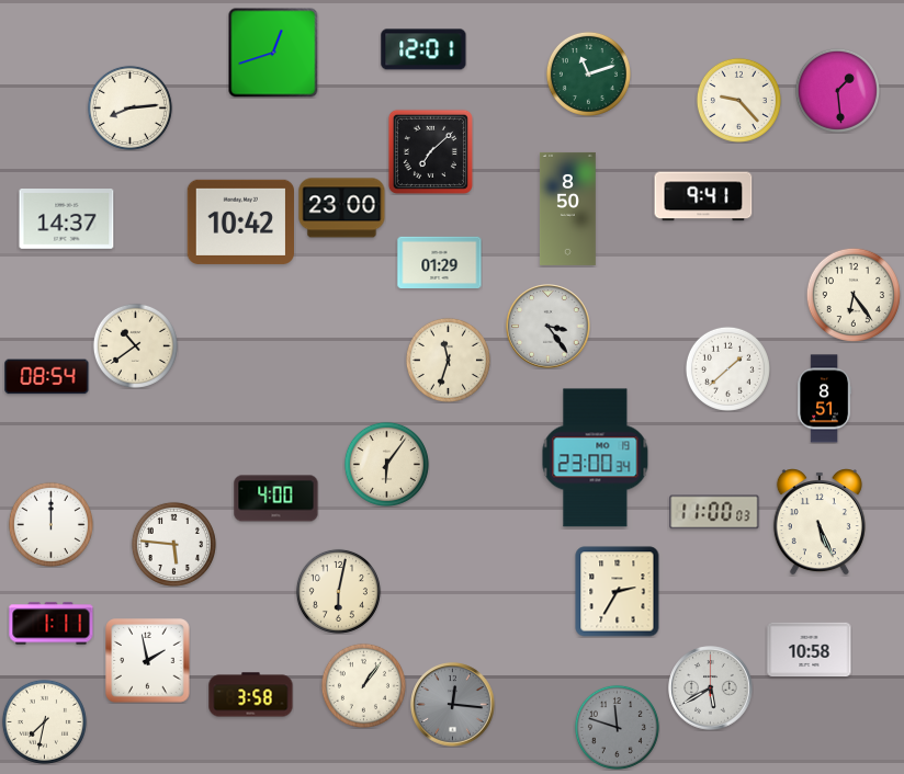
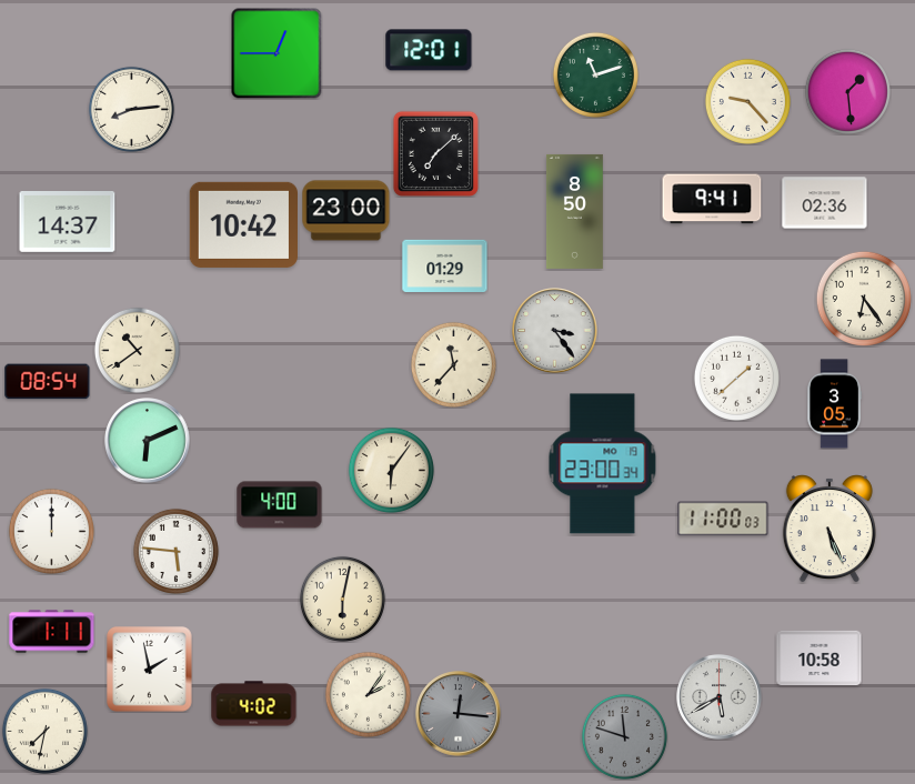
clock at (273, 53): 12:42 -> 12:45
clock at (825, 203): none -> 02:36
clock at (448, 360): 11:33 -> 11:37
clock at (727, 368) position: (727, 368) -> (736, 378)
clock at (824, 399): 8:51 -> 3:05
clock at (148, 441): none -> 6:11
clock at (618, 592): 2:35 -> none
clock at (363, 685): 1:06 -> 2:06
clock at (251, 695): 3:58 -> 4:02
